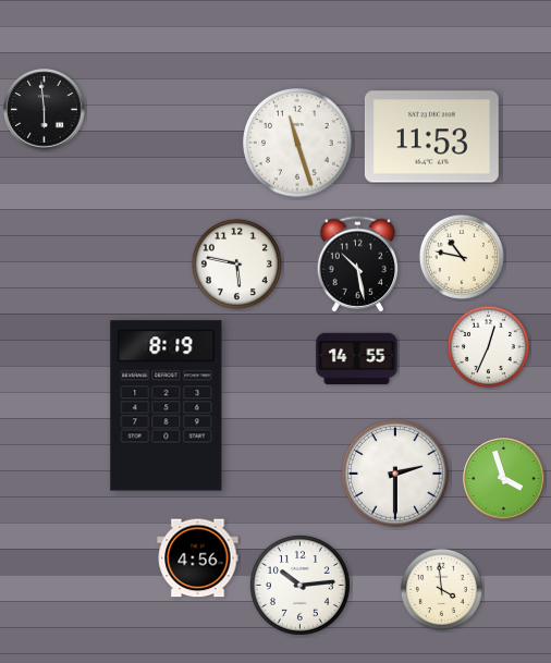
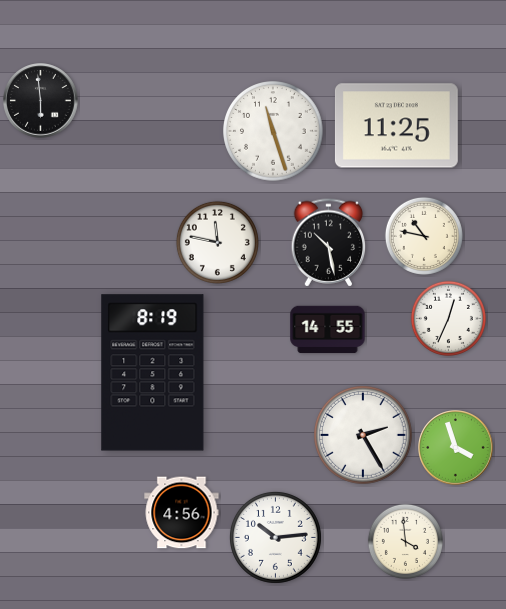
clock at (431, 137): 11:53 -> 11:25
clock at (236, 263): 5:47 -> 11:47
clock at (396, 475): 2:30 -> 2:25
clock at (504, 479) position: (504, 479) -> (456, 448)
